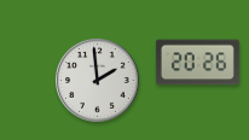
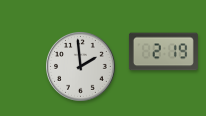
clock at (197, 63): 20:26 -> 2:19
